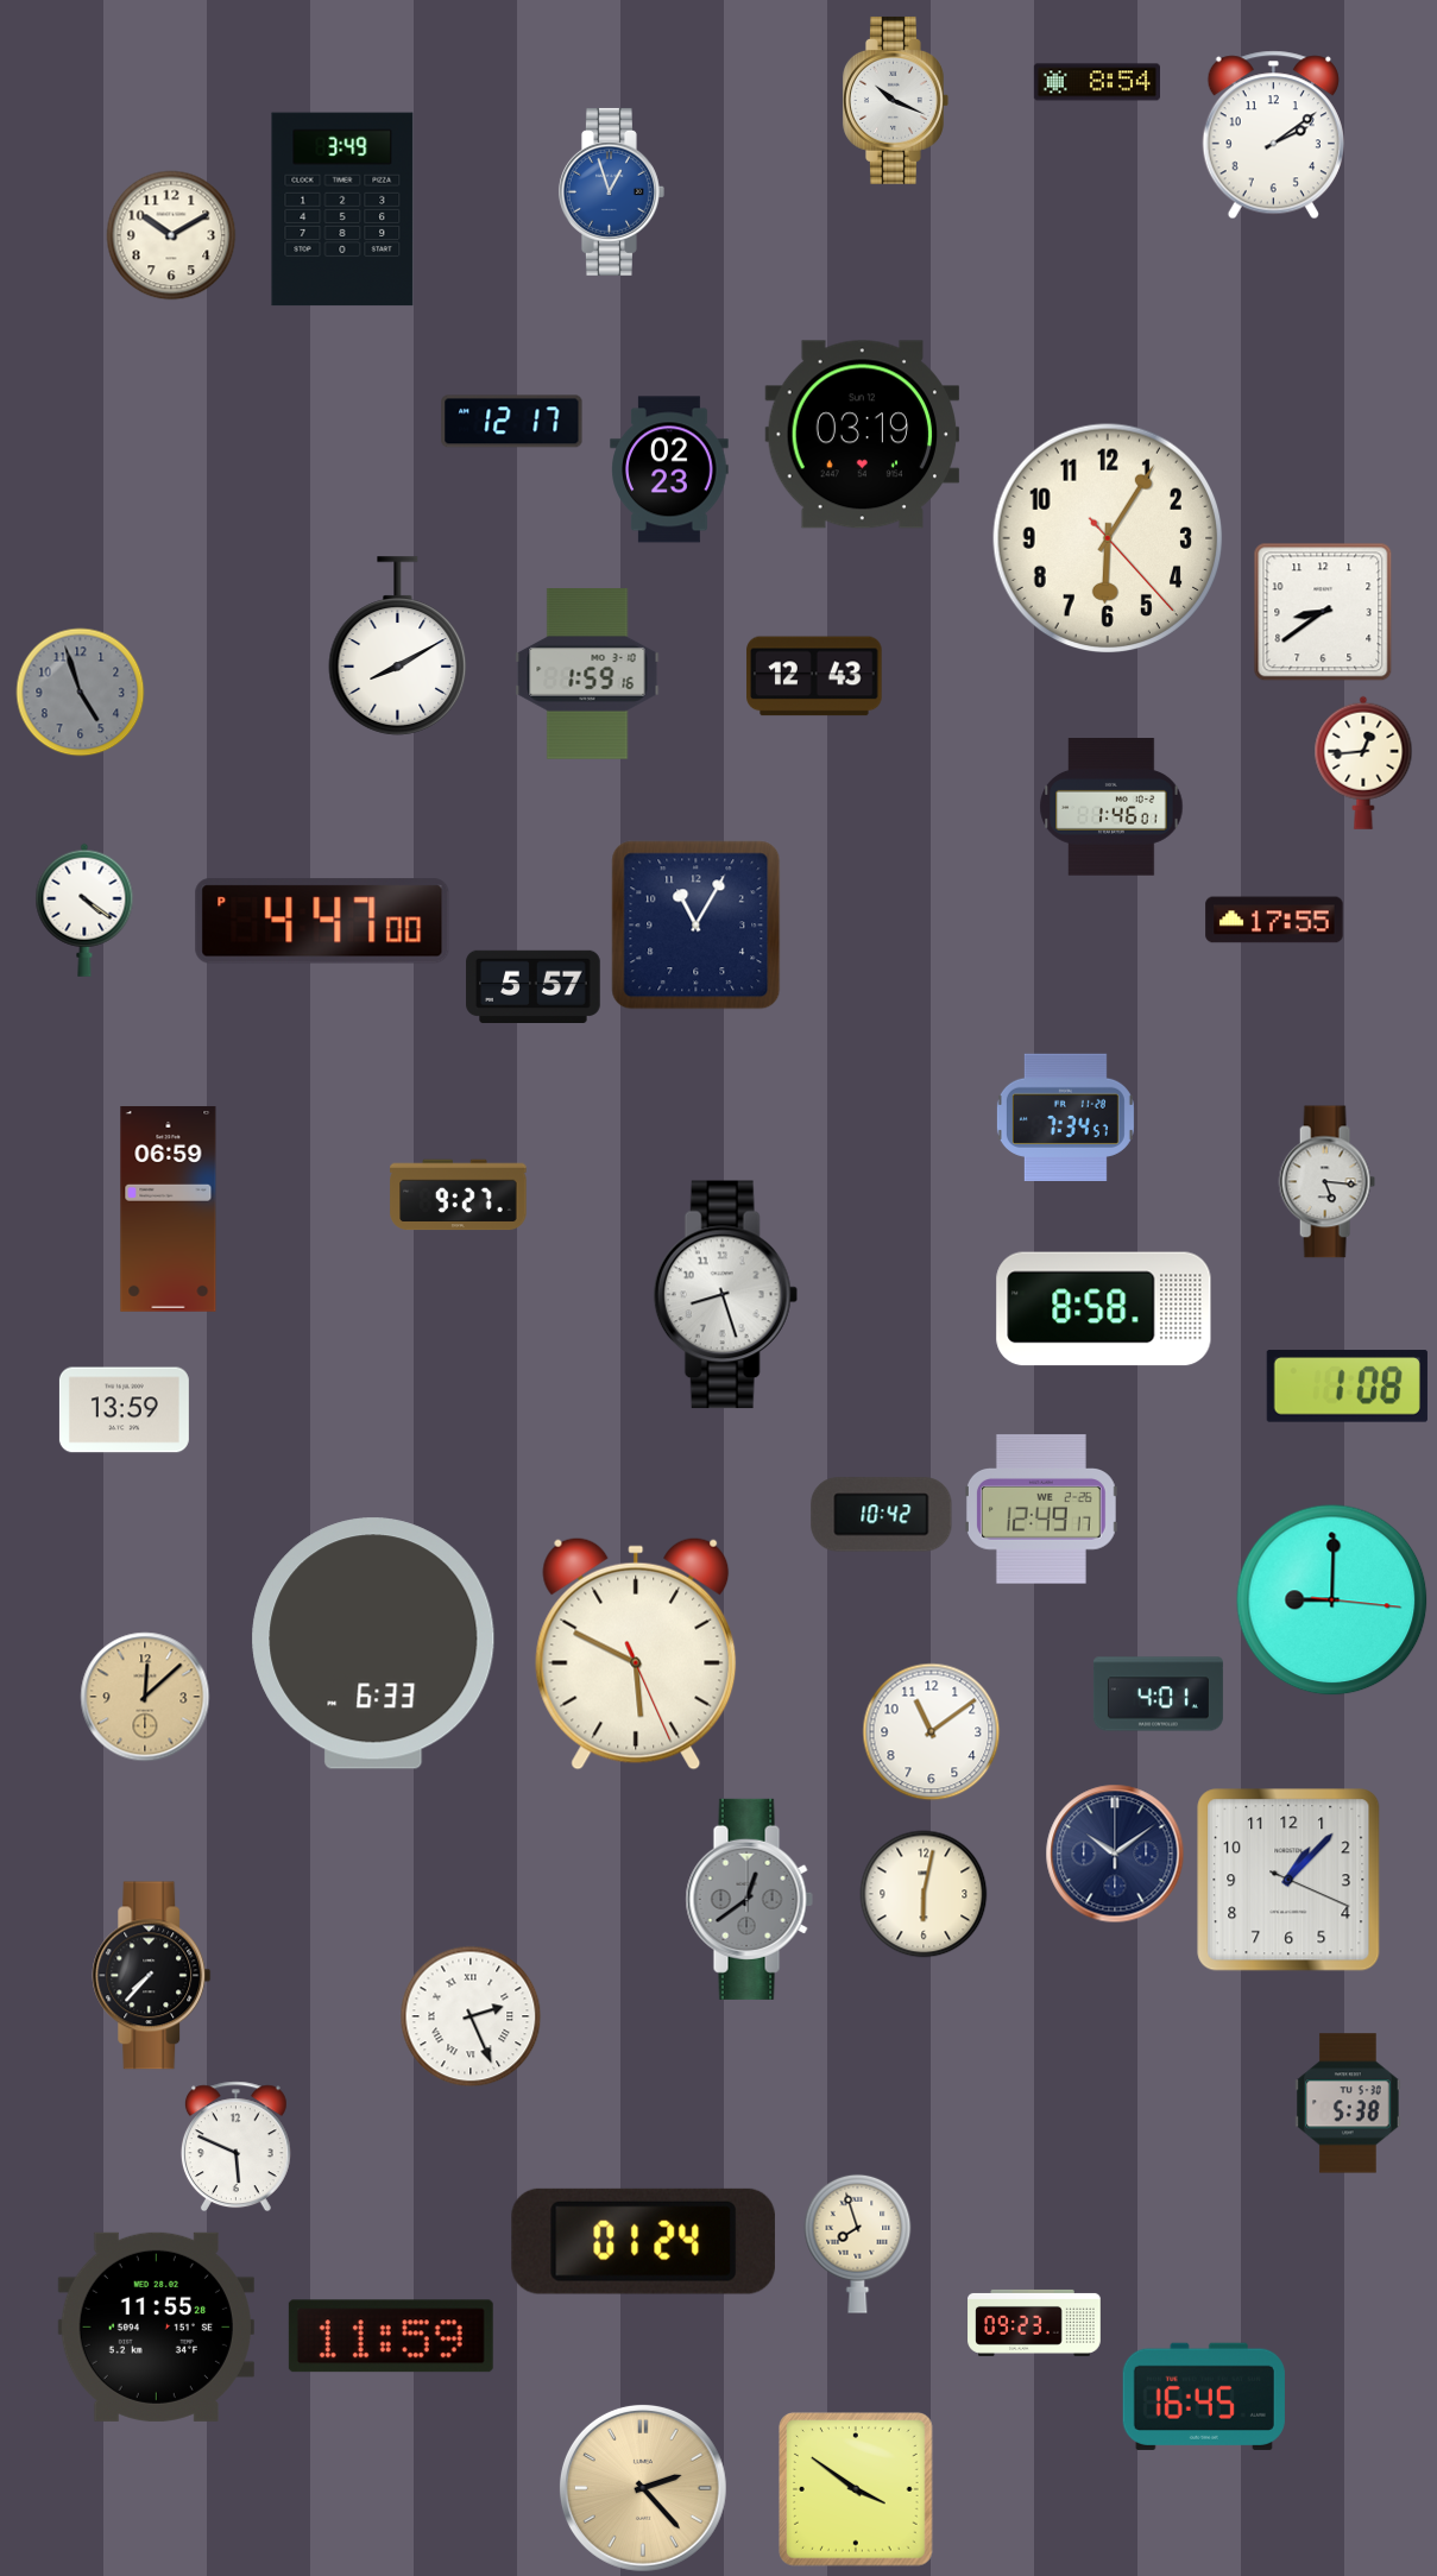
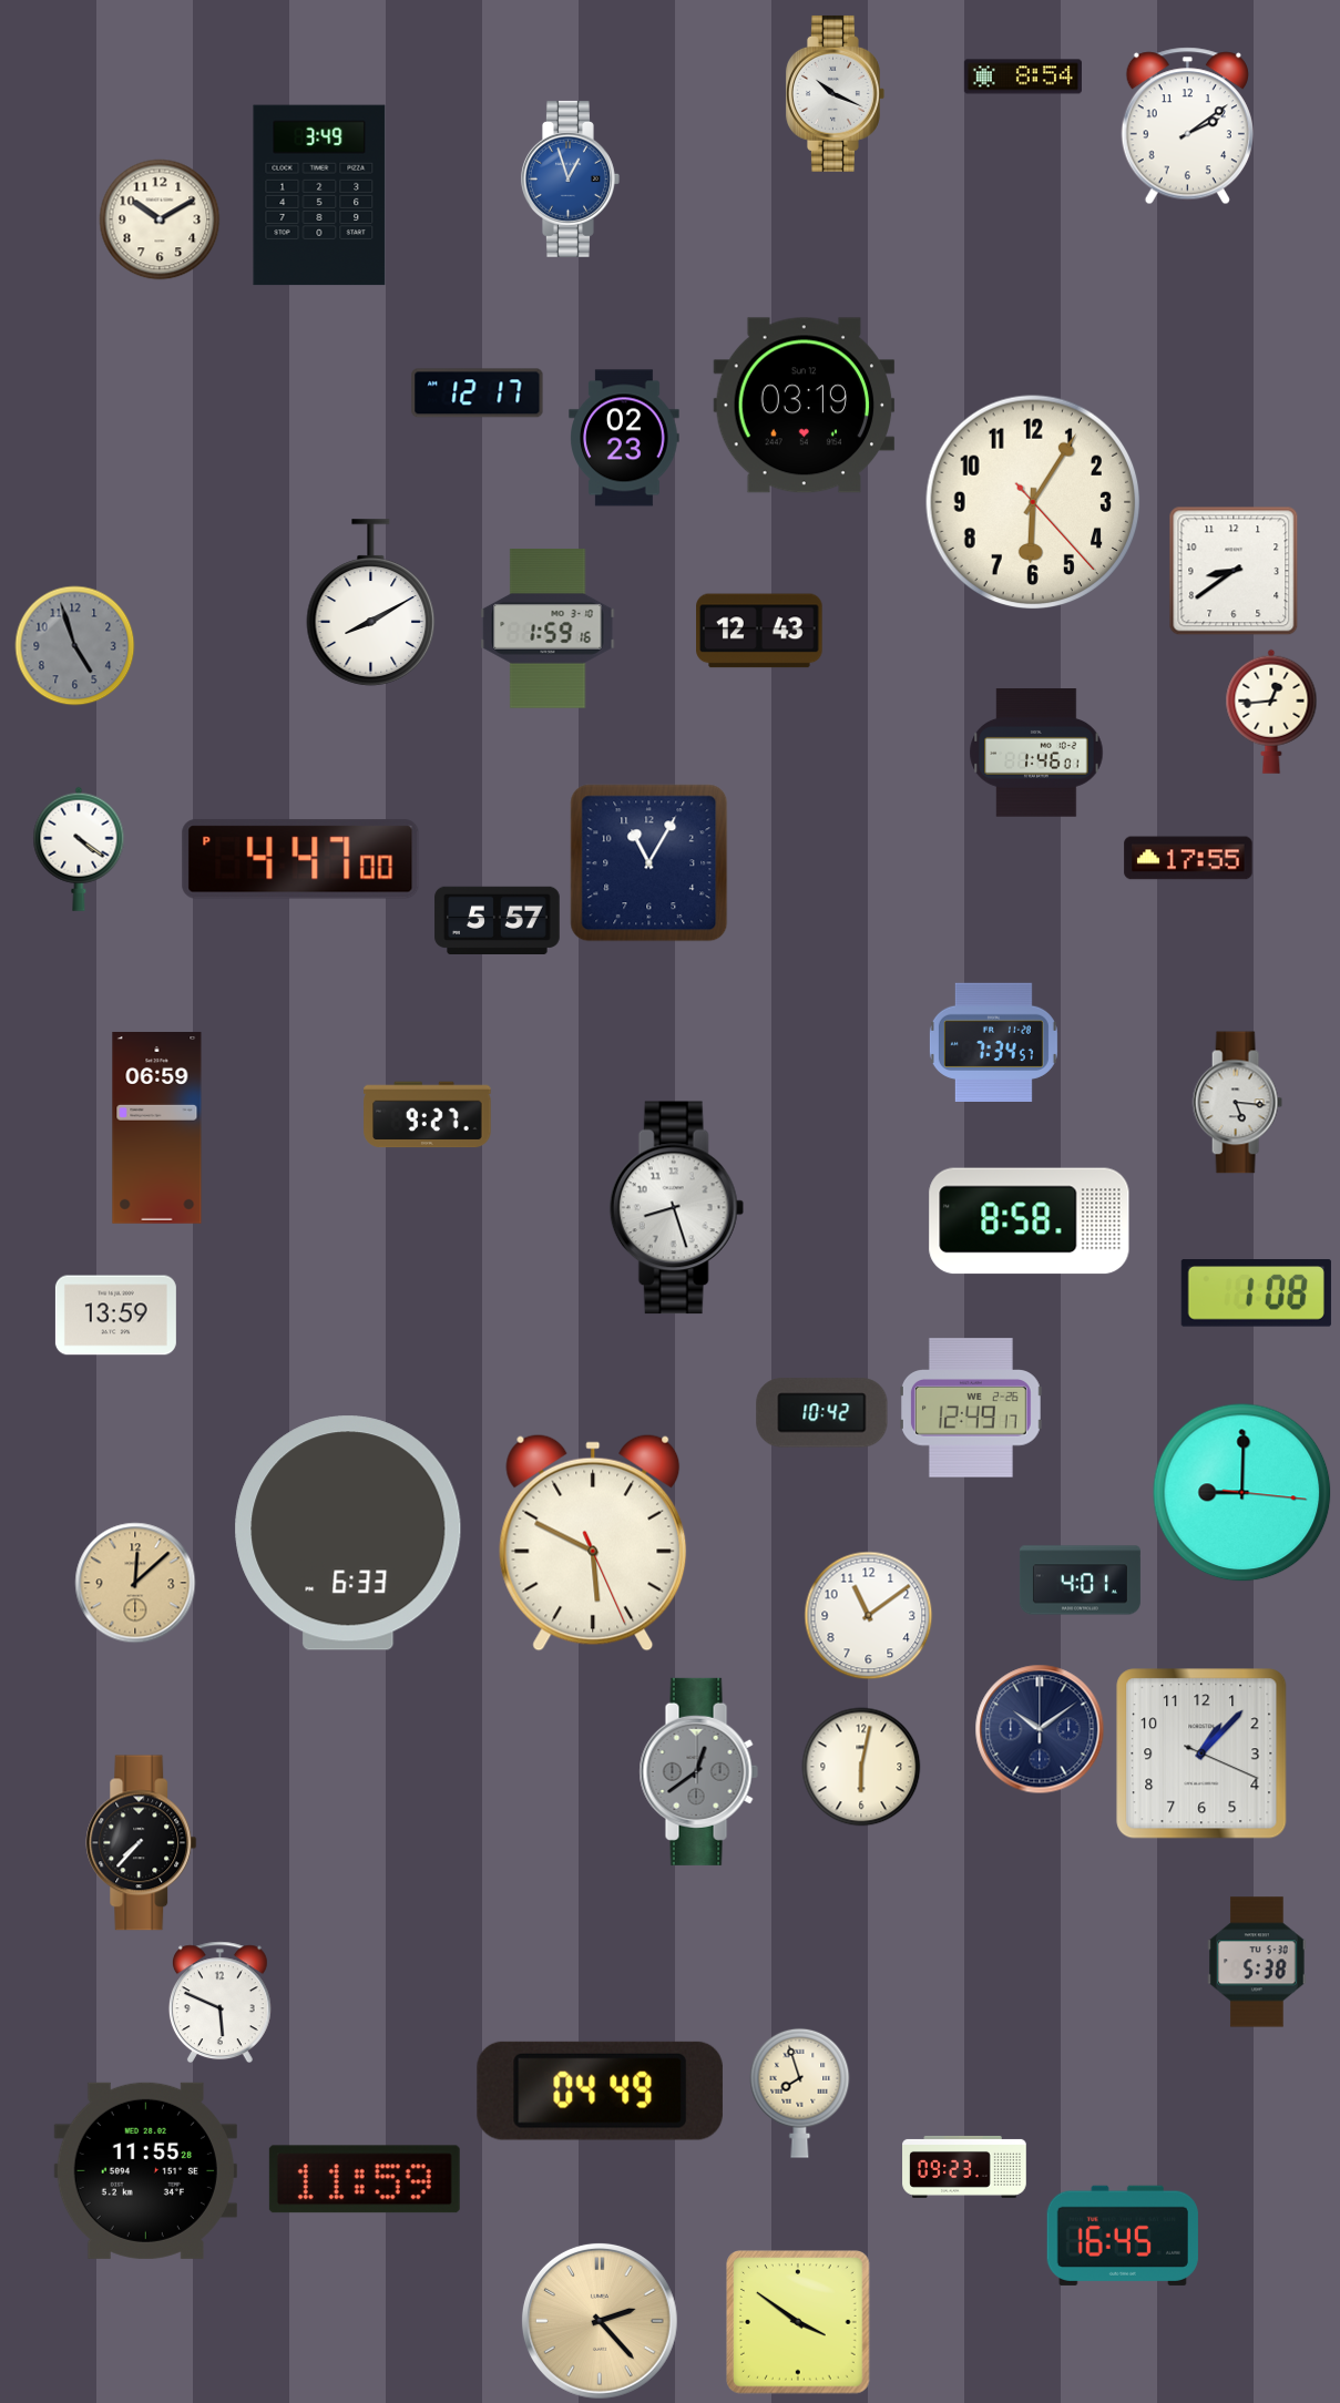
clock at (471, 2016): 2:26 -> none
clock at (643, 2241): 01:24 -> 04:49
